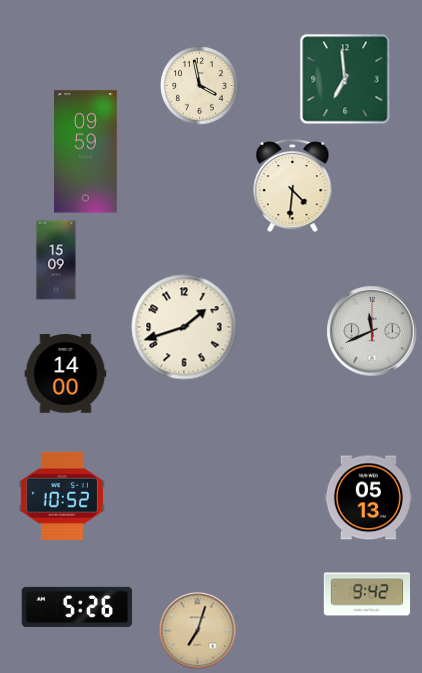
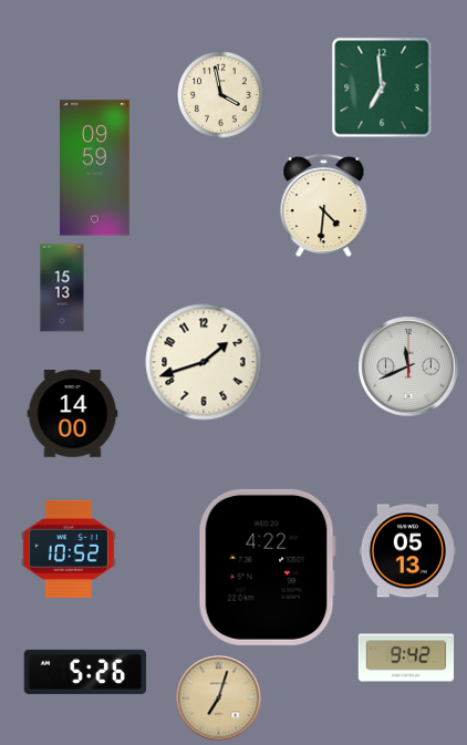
clock at (56, 260): 15:09 -> 15:13
clock at (372, 331) position: (372, 331) -> (408, 366)
clock at (267, 567): none -> 4:22
